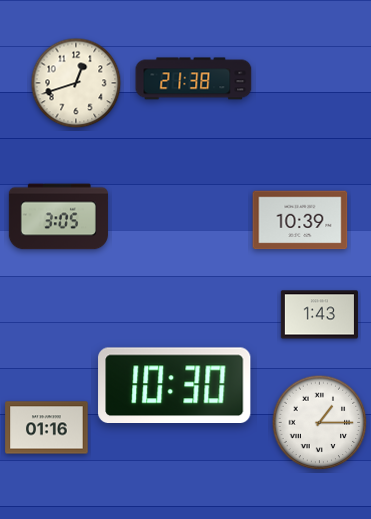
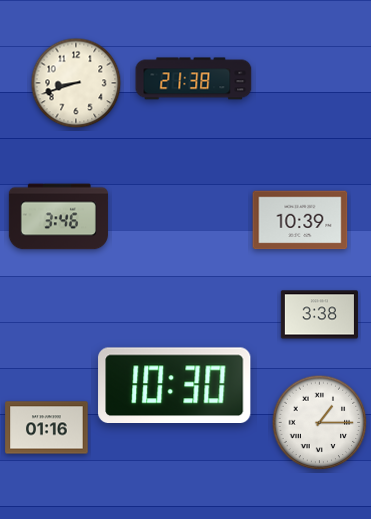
clock at (76, 83): 12:42 -> 8:42
clock at (58, 217): 3:05 -> 3:46
clock at (319, 315): 1:43 -> 3:38
